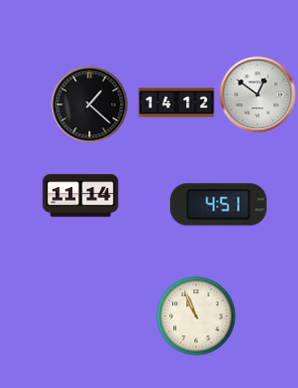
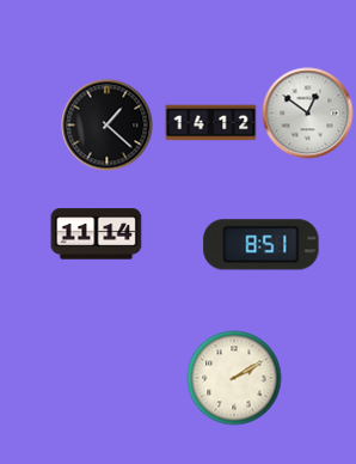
clock at (219, 205): 4:51 -> 8:51
clock at (196, 316): 10:56 -> 2:10
